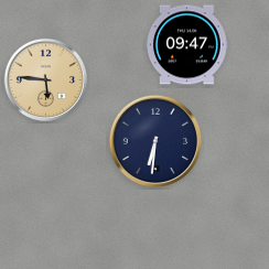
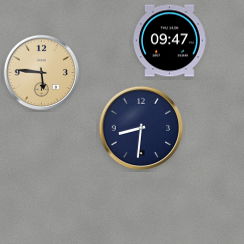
clock at (155, 141): 6:31 -> 8:31
